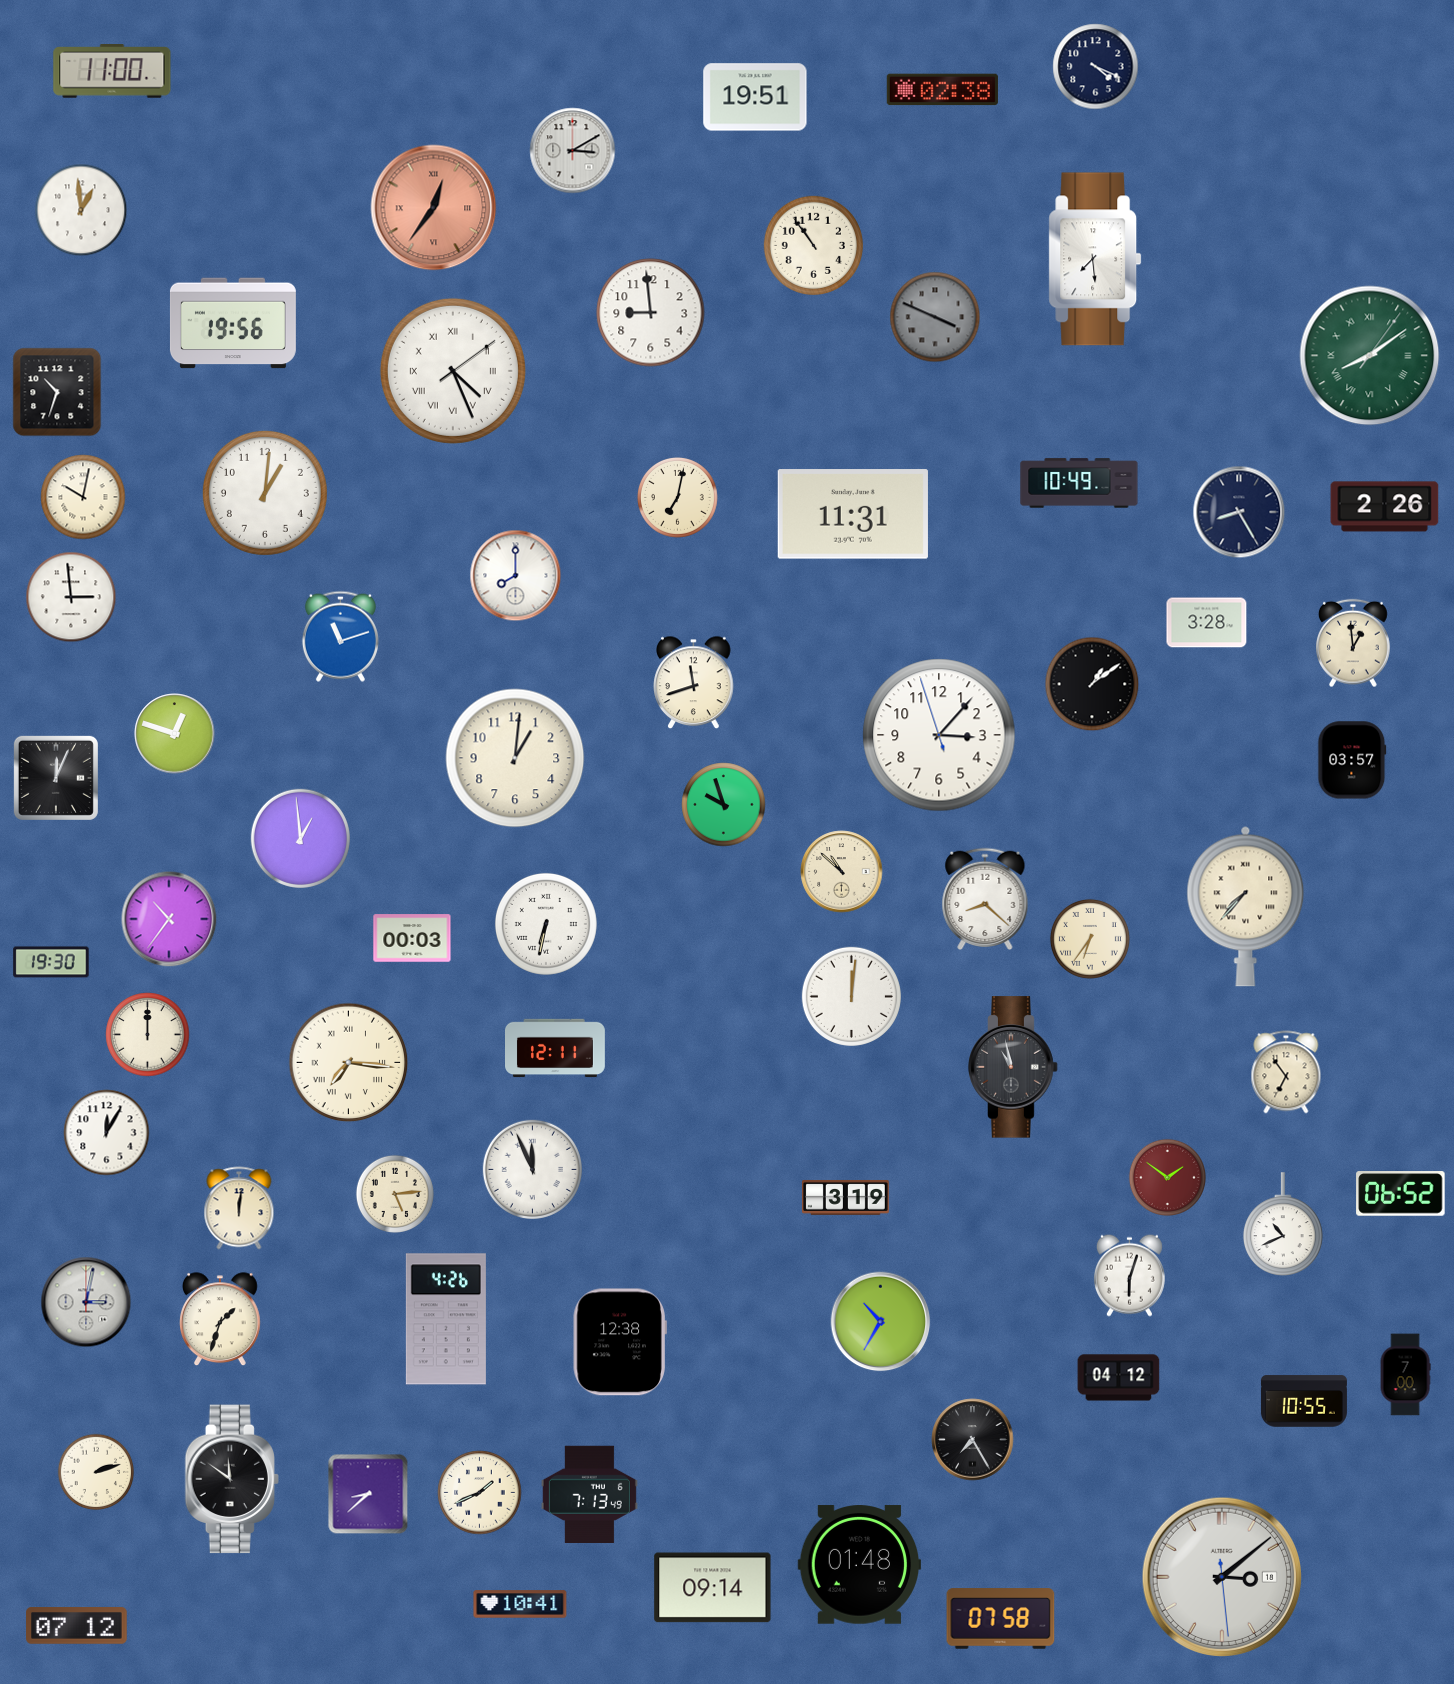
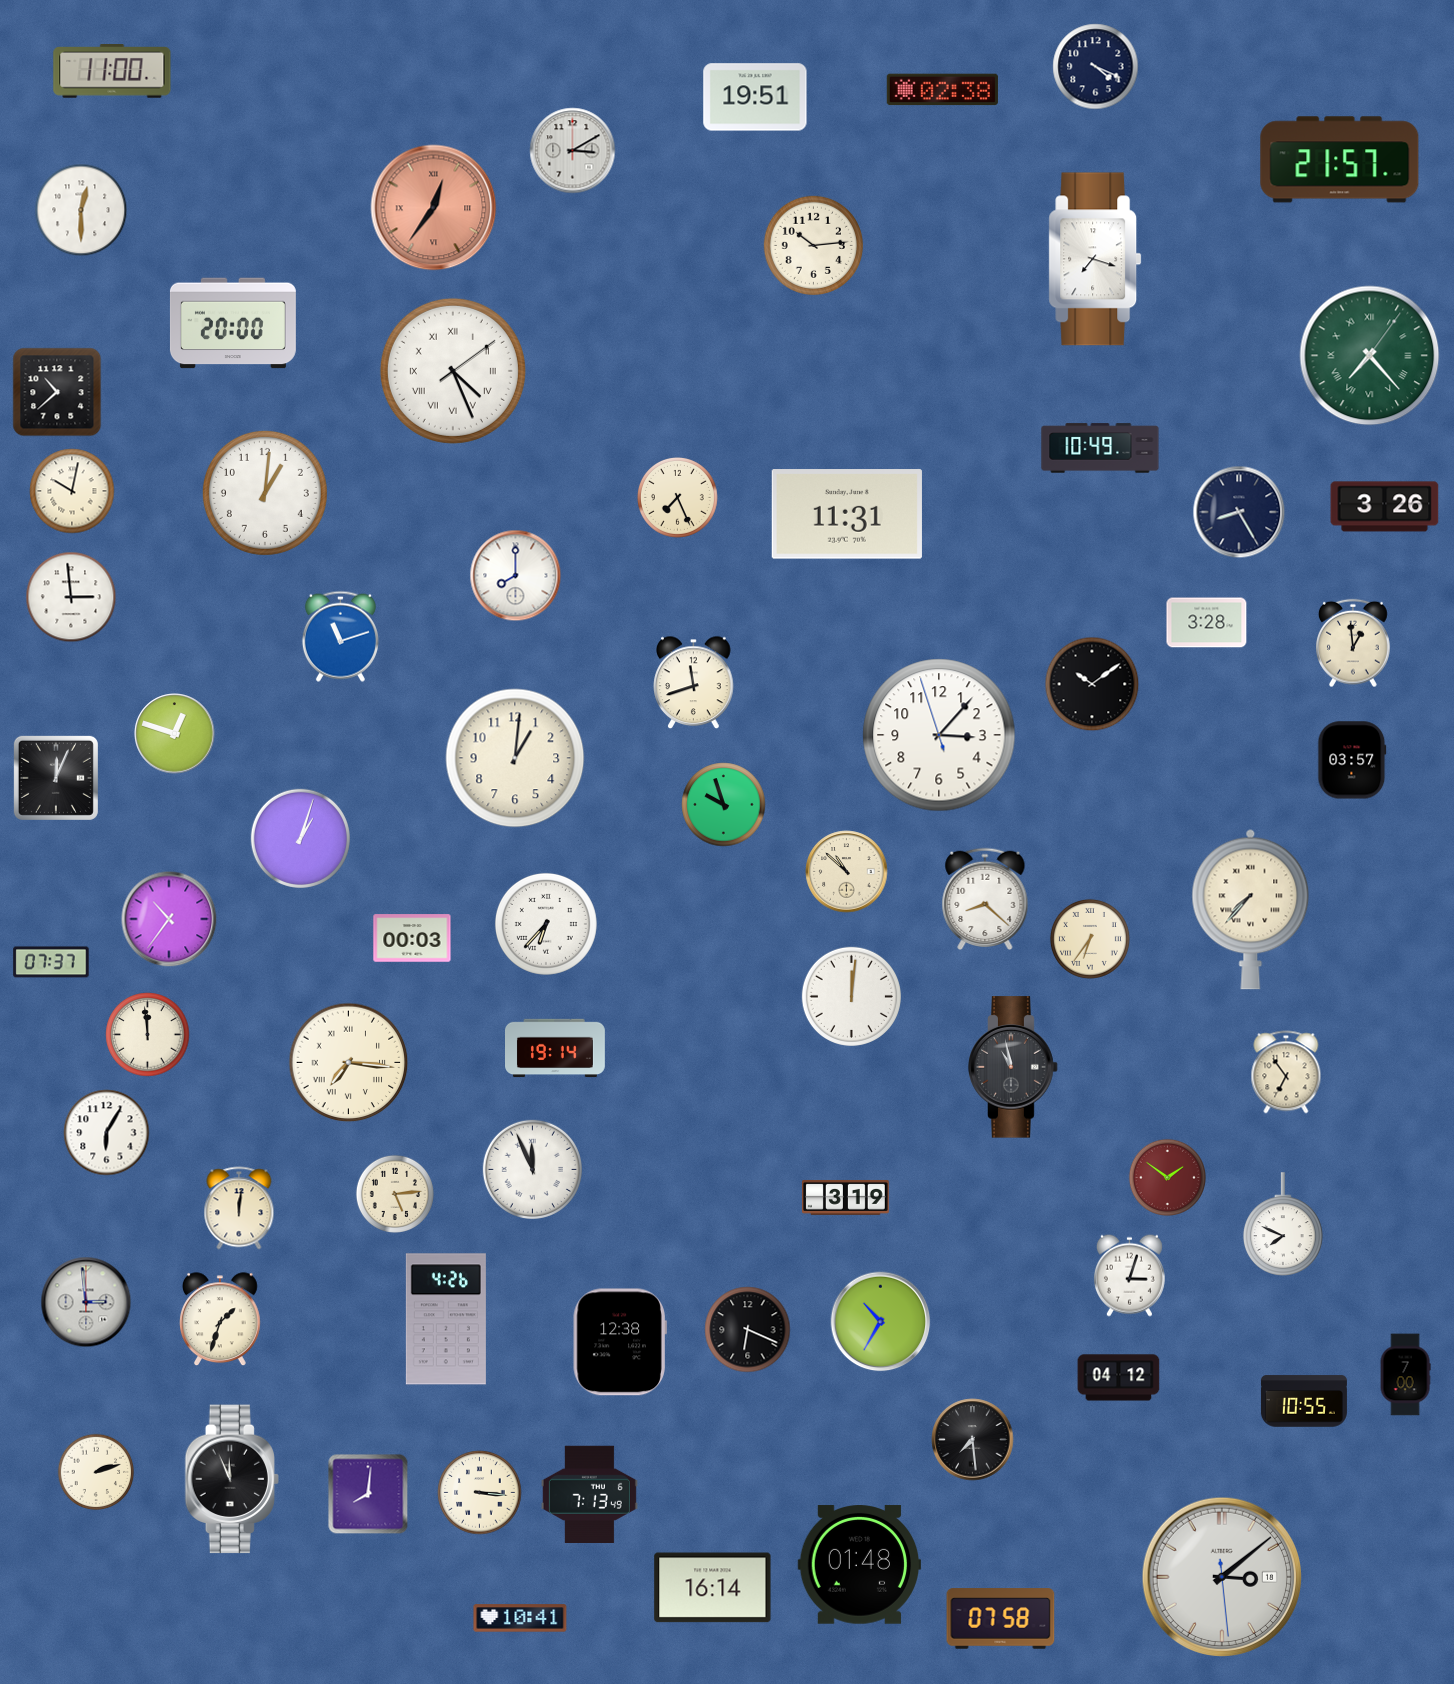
clock at (1340, 160): none -> 21:57
clock at (81, 210): 12:59 -> 12:30
clock at (813, 245): 10:54 -> 10:14
clock at (1095, 259): 7:29 -> 7:18
clock at (651, 313): 8:59 -> none
clock at (935, 317): 3:49 -> none
clock at (233, 323): 19:56 -> 20:00
clock at (1370, 356): 8:09 -> 7:23
clock at (57, 392): 10:33 -> 10:38
clock at (1079, 483) position: (1079, 483) -> (1100, 448)
clock at (83, 497) position: (83, 497) -> (72, 491)
clock at (677, 498): 7:02 -> 7:26
clock at (1385, 507): 2:26 -> 3:26
clock at (853, 514) position: (853, 514) -> (847, 514)
clock at (1092, 684): 1:09 -> 10:09
clock at (300, 838): 12:59 -> 1:03
clock at (842, 872) position: (842, 872) -> (847, 872)
clock at (1246, 906) position: (1246, 906) -> (1251, 909)
clock at (546, 924): 6:32 -> 6:37
clock at (51, 962): 19:30 -> 07:37
clock at (148, 1035): 12:00 -> 11:59
clock at (556, 1048): 12:11 -> 19:14
clock at (107, 1133): 12:05 -> 6:05
clock at (1401, 1194): 06:52 -> none
clock at (1283, 1224): 10:41 -> 7:49
clock at (1129, 1275): 6:03 -> 3:03
clock at (86, 1302): 3:02 -> 2:59
clock at (748, 1330): none -> 6:19
clock at (973, 1440): 7:25 -> 7:29
clock at (231, 1479): 11:51 -> 11:56
clock at (480, 1493): 1:41 -> 3:16
clock at (368, 1494): 8:38 -> 8:01
clock at (713, 1588): 09:14 -> 16:14
clock at (520, 1604) position: (520, 1604) -> (520, 1618)
clock at (77, 1626): 07:12 -> none
